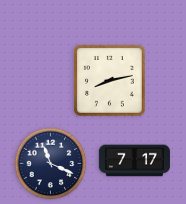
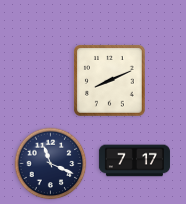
clock at (110, 81): 8:13 -> 8:11
